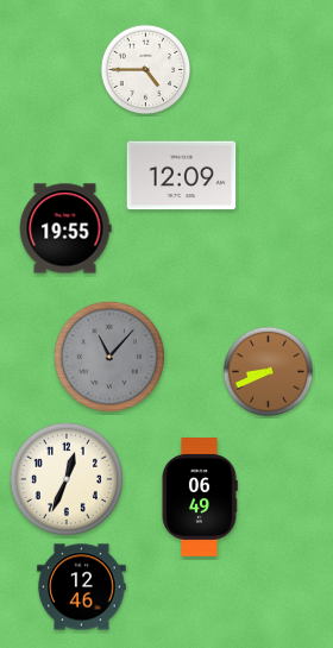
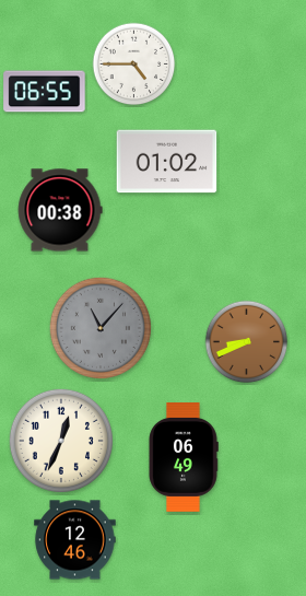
clock at (45, 92): none -> 06:55
clock at (182, 176): 12:09 -> 01:02
clock at (65, 228): 19:55 -> 00:38
